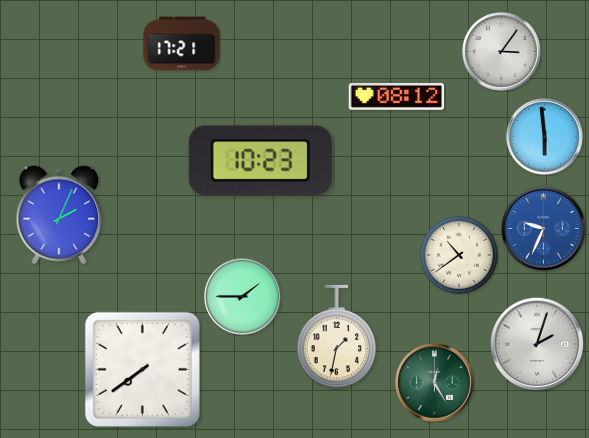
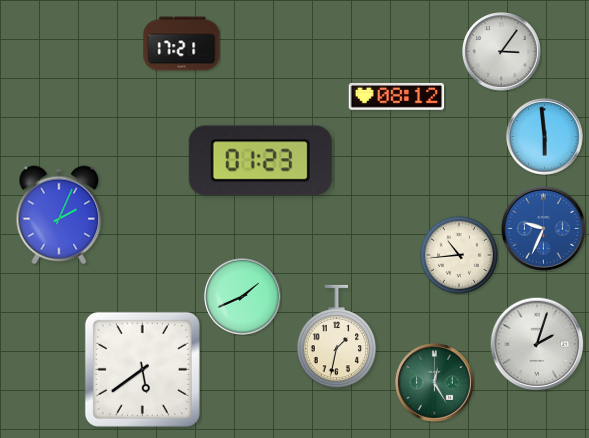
clock at (260, 161): 10:23 -> 01:23
clock at (459, 255): 10:39 -> 10:44
clock at (243, 297): 1:45 -> 1:41
clock at (142, 369): 7:39 -> 5:39
